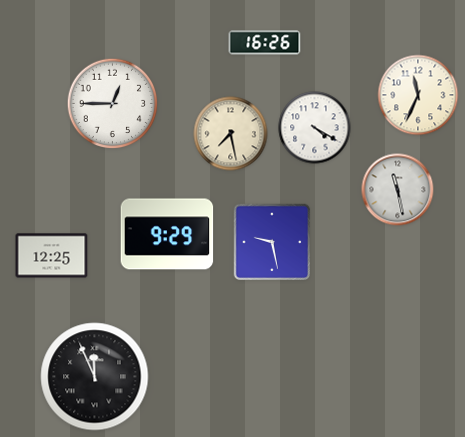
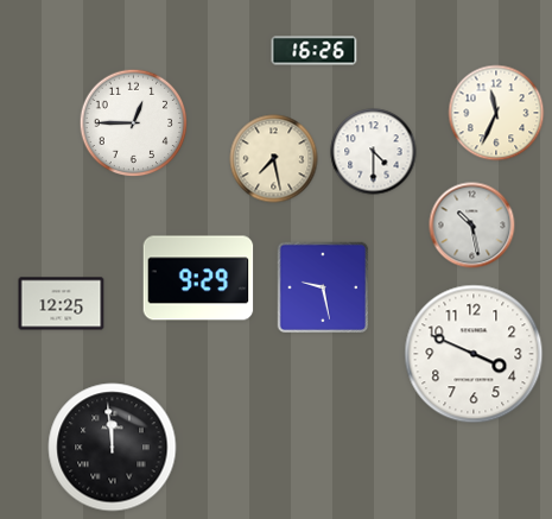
clock at (315, 128): 4:20 -> 4:30
clock at (398, 190): 11:28 -> 10:28
clock at (474, 354): none -> 3:49
clock at (95, 377): 11:56 -> 11:59
